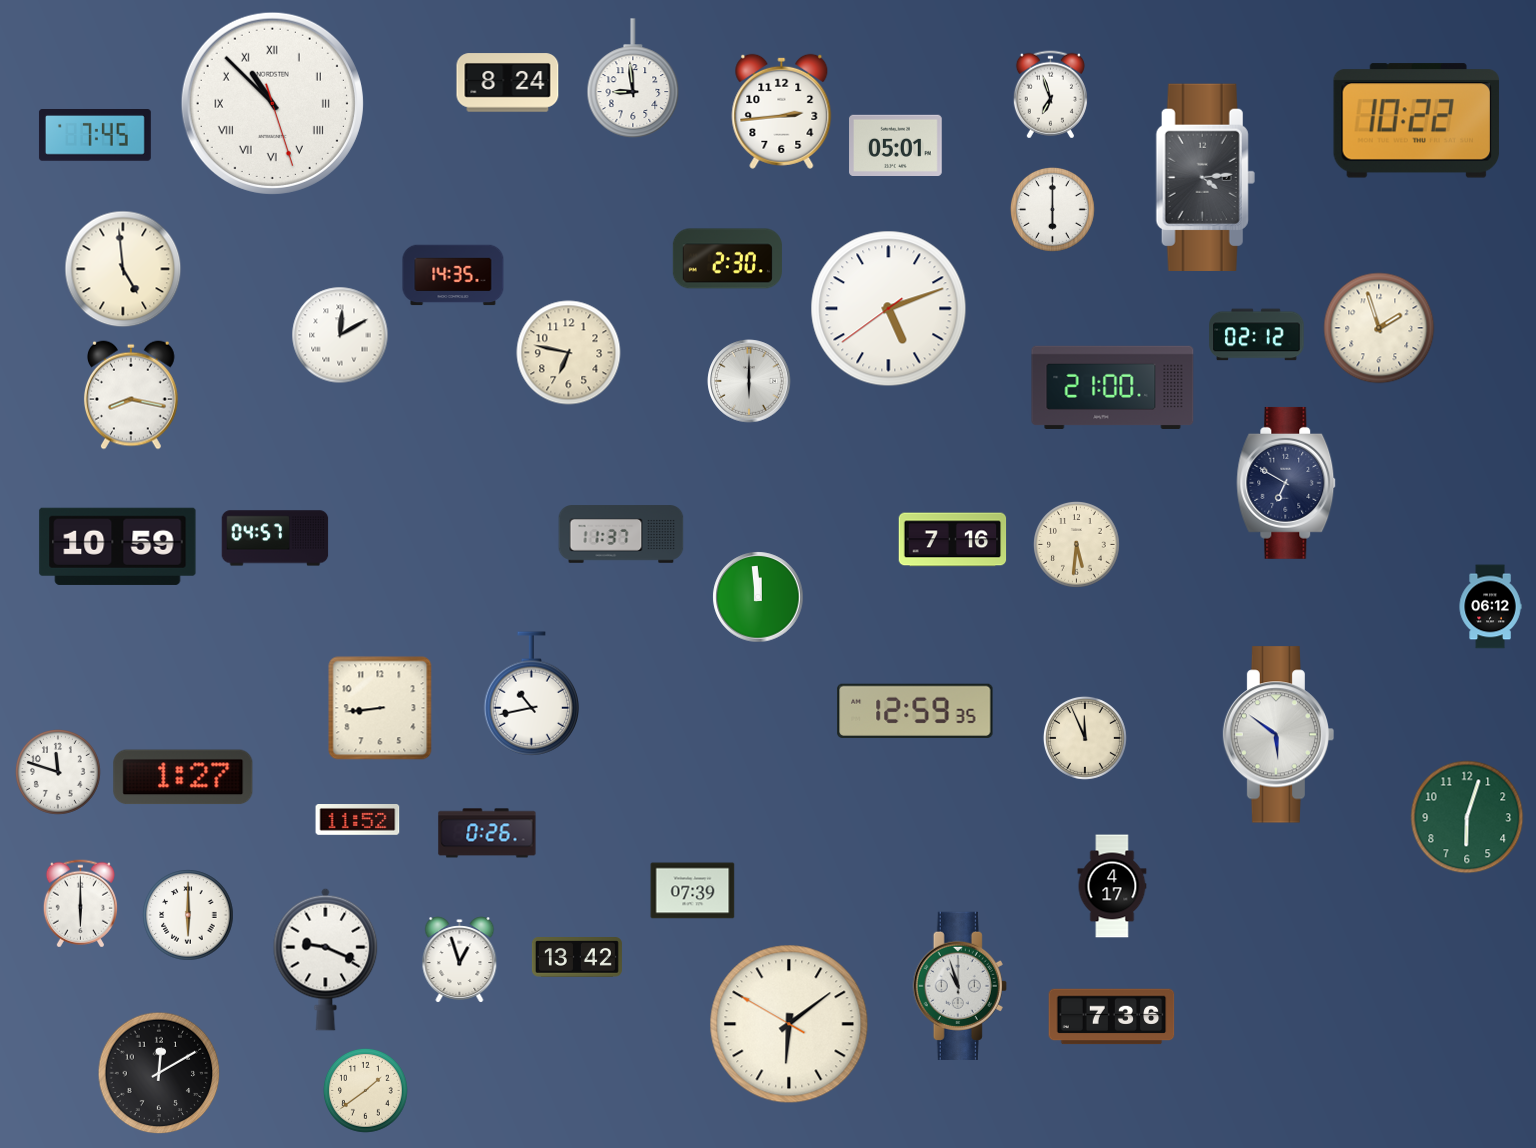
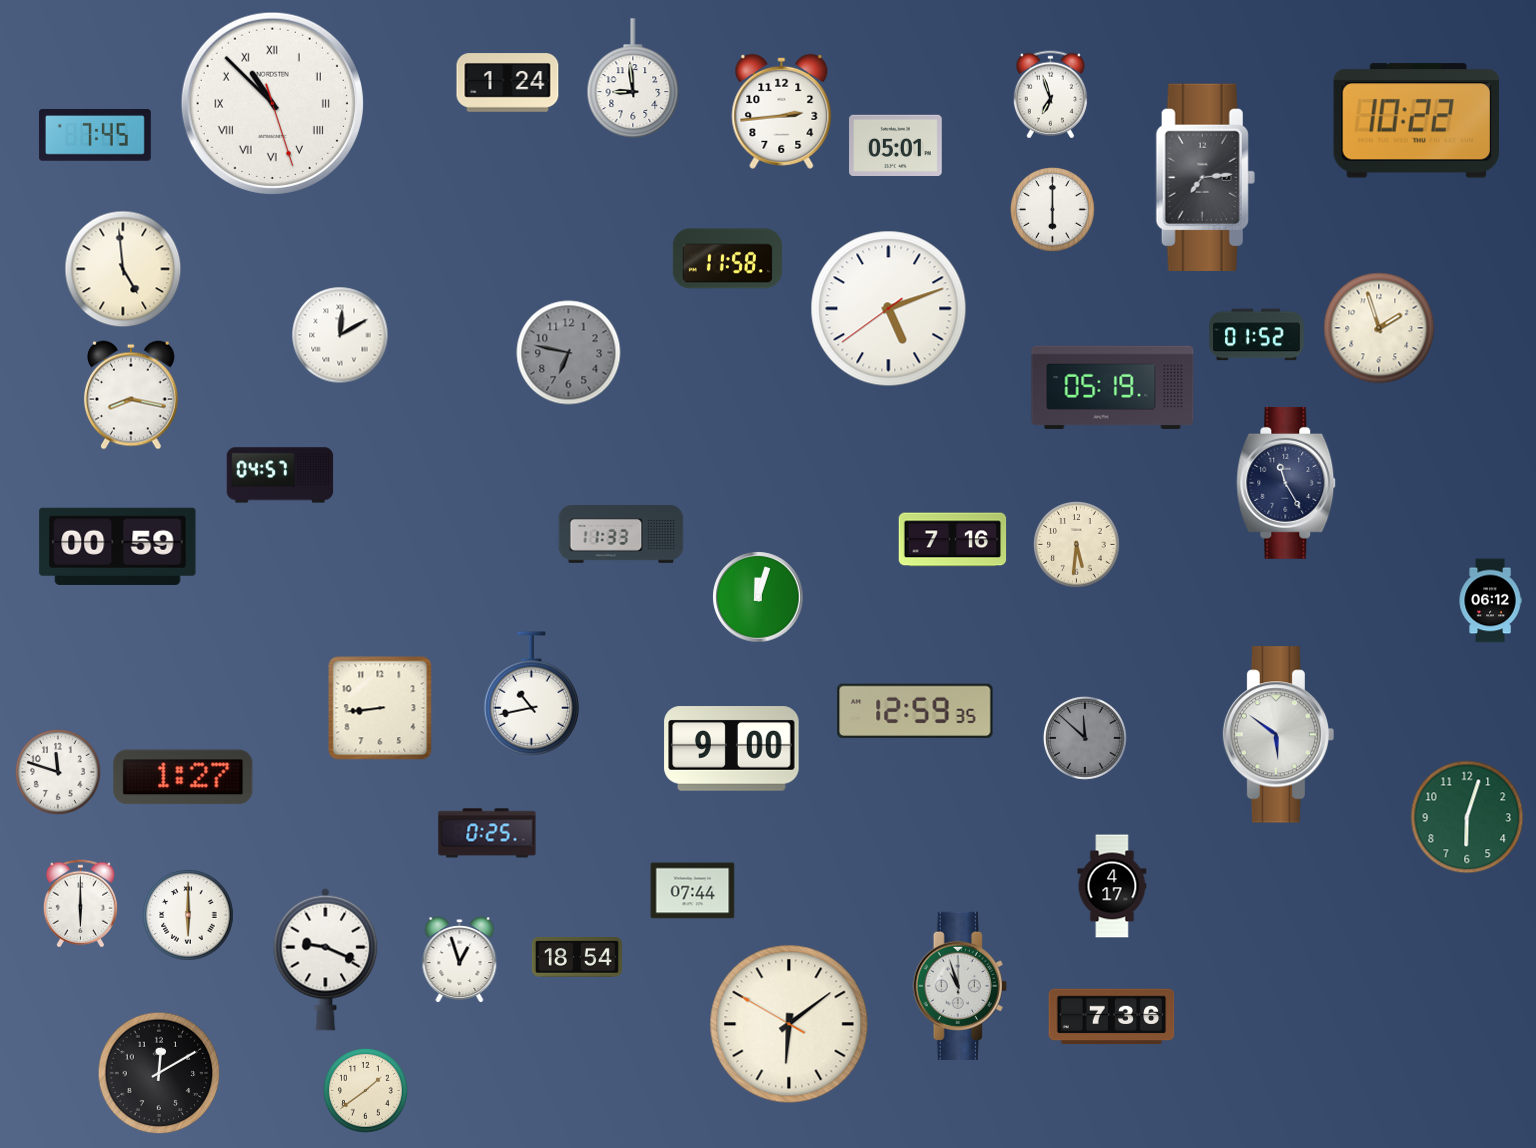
clock at (508, 83): 8:24 -> 1:24
clock at (1205, 177): 4:14 -> 7:14
clock at (727, 259): 2:30 -> 11:58
clock at (453, 275): 14:35 -> none
clock at (1257, 335): 02:12 -> 01:52
clock at (569, 353) dial: cream -> grey
clock at (749, 381): 6:00 -> none
clock at (1113, 387): 21:00 -> 05:19
clock at (1286, 483): 6:50 -> 11:25
clock at (621, 534): 11:37 -> 11:33
clock at (275, 538) position: (275, 538) -> (280, 475)
clock at (118, 546): 10:59 -> 00:59
clock at (758, 597): 11:59 -> 12:03
clock at (1490, 607) position: (1490, 607) -> (1490, 601)
clock at (1085, 738): 11:56 -> 11:52
clock at (1085, 738) dial: cream -> grey
clock at (732, 749): none -> 9:00
clock at (358, 820): 11:52 -> none
clock at (487, 833): 0:26 -> 0:25
clock at (693, 891): 07:39 -> 07:44
clock at (577, 957): 13:42 -> 18:54
